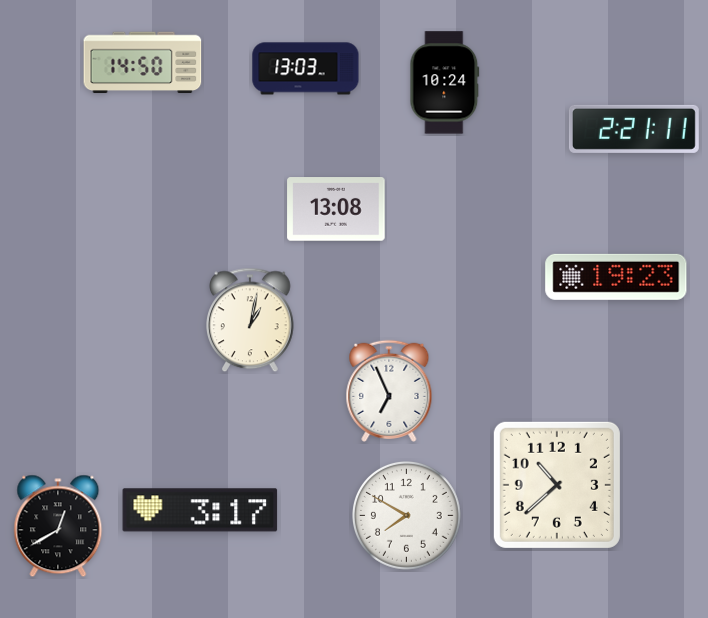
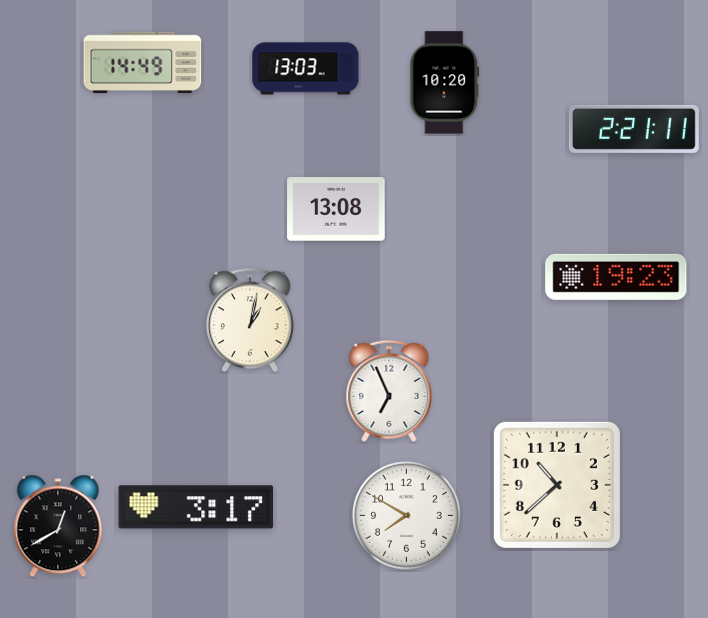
clock at (143, 63): 14:50 -> 14:49
clock at (445, 83): 10:24 -> 10:20
clock at (200, 510) position: (200, 510) -> (196, 507)
